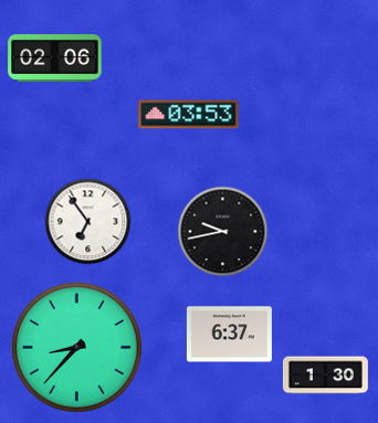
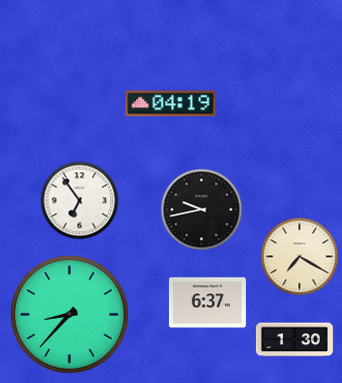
clock at (55, 57): 02:06 -> none
clock at (189, 115): 03:53 -> 04:19
clock at (299, 256): none -> 7:20
